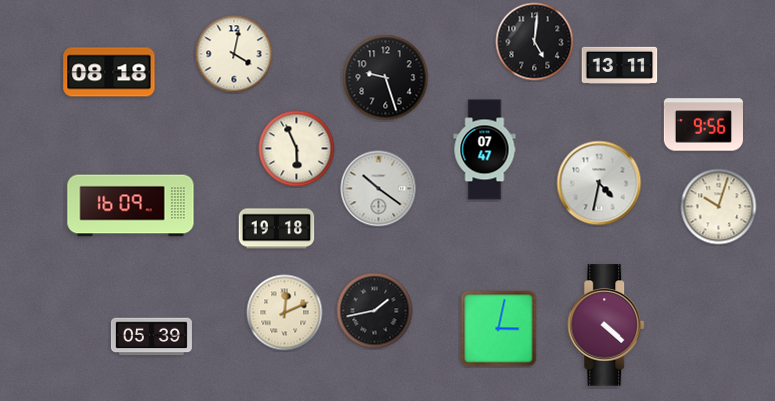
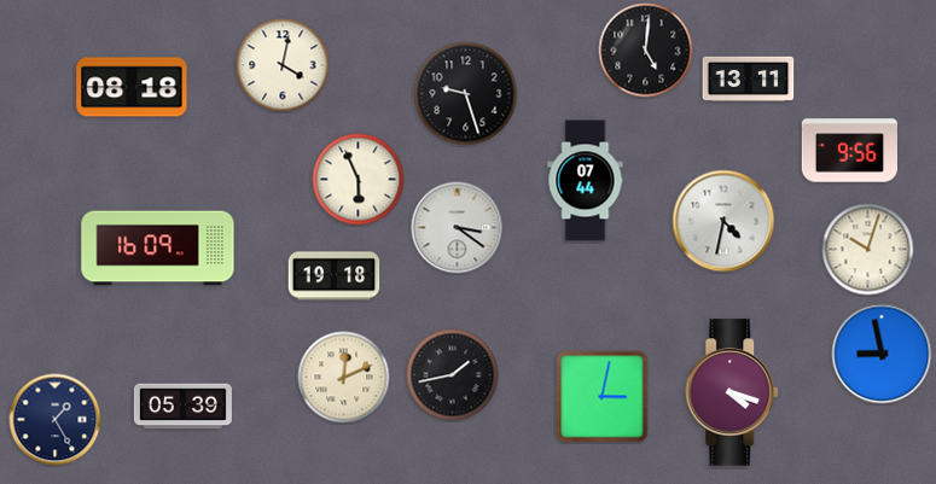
clock at (485, 150): 07:47 -> 07:44
clock at (379, 189): 10:21 -> 3:21
clock at (882, 354): none -> 8:58
clock at (607, 325): 4:22 -> 4:18
clock at (56, 420): none -> 1:25
